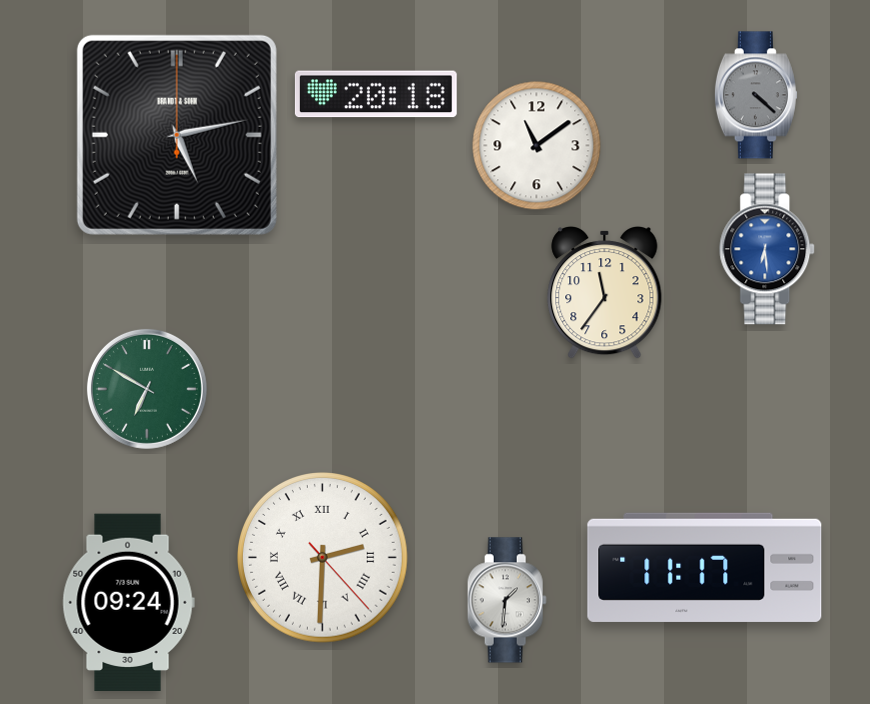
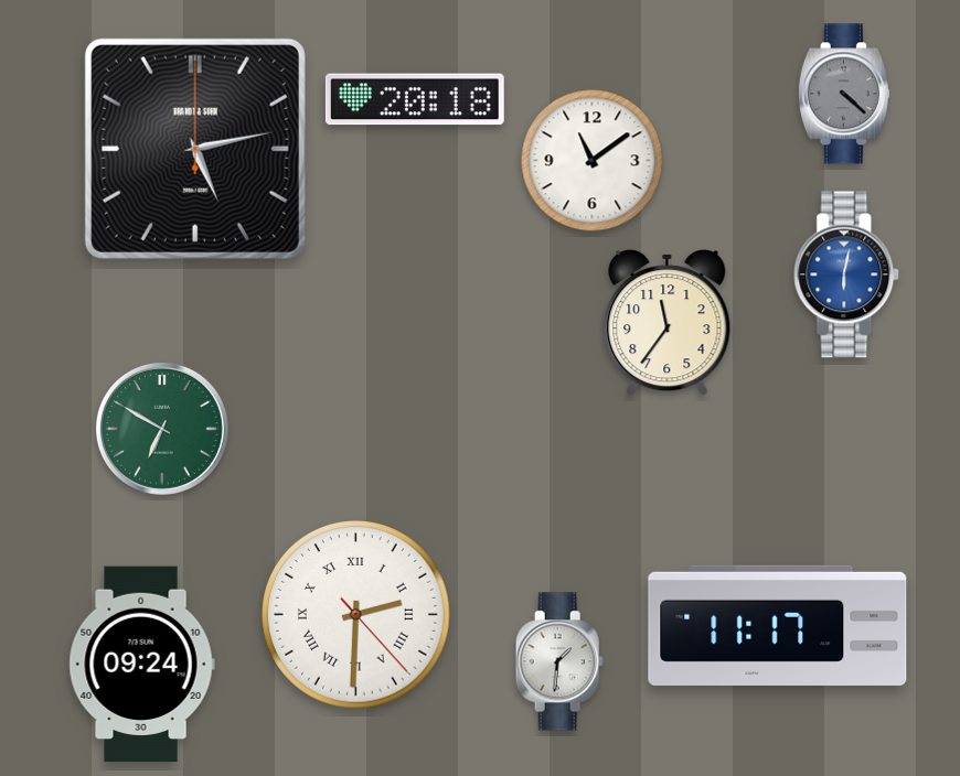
clock at (376, 94) position: (376, 94) -> (415, 99)
clock at (756, 95) position: (756, 95) -> (844, 94)
clock at (768, 249): 6:29 -> 6:02
